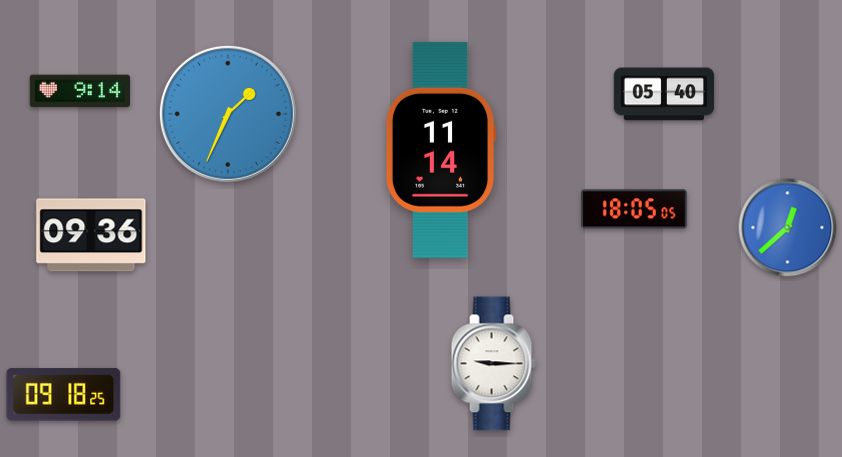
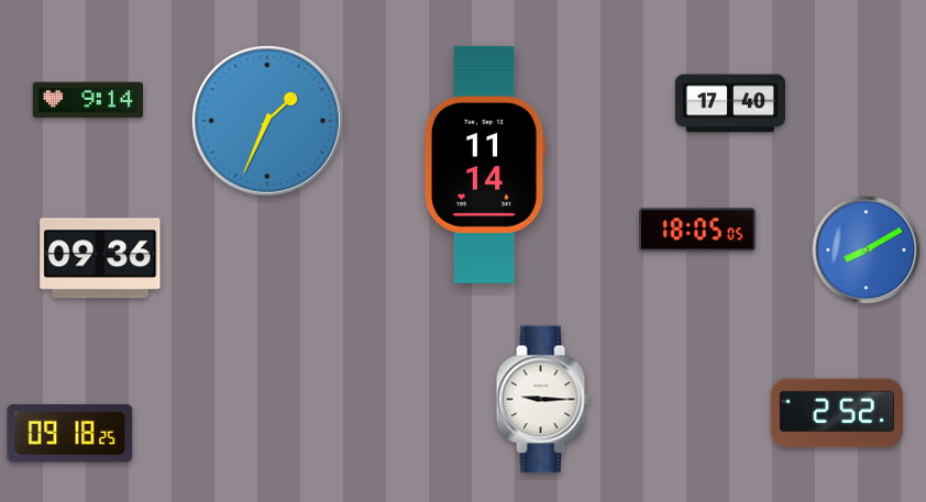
clock at (664, 94): 05:40 -> 17:40
clock at (228, 114) position: (228, 114) -> (267, 121)
clock at (788, 228): 12:38 -> 8:10
clock at (837, 413): none -> 2:52
